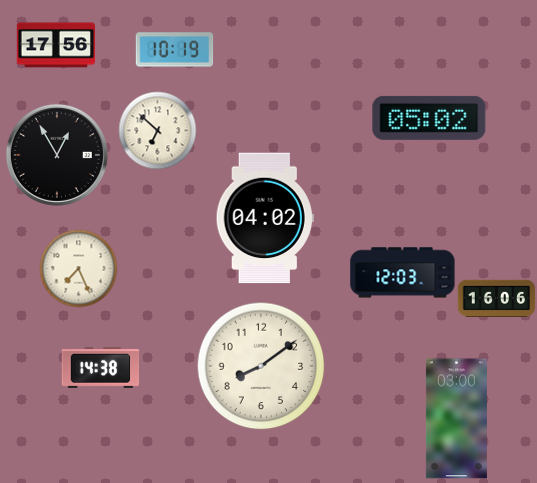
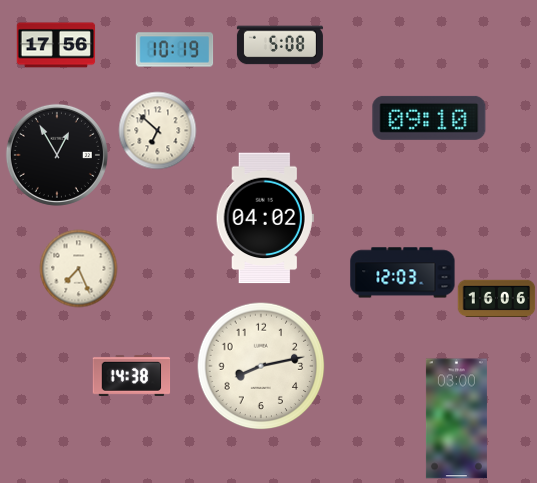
clock at (280, 45): none -> 5:08
clock at (429, 118): 05:02 -> 09:10
clock at (261, 366): 8:09 -> 8:13
clock at (100, 367) position: (100, 367) -> (131, 375)
